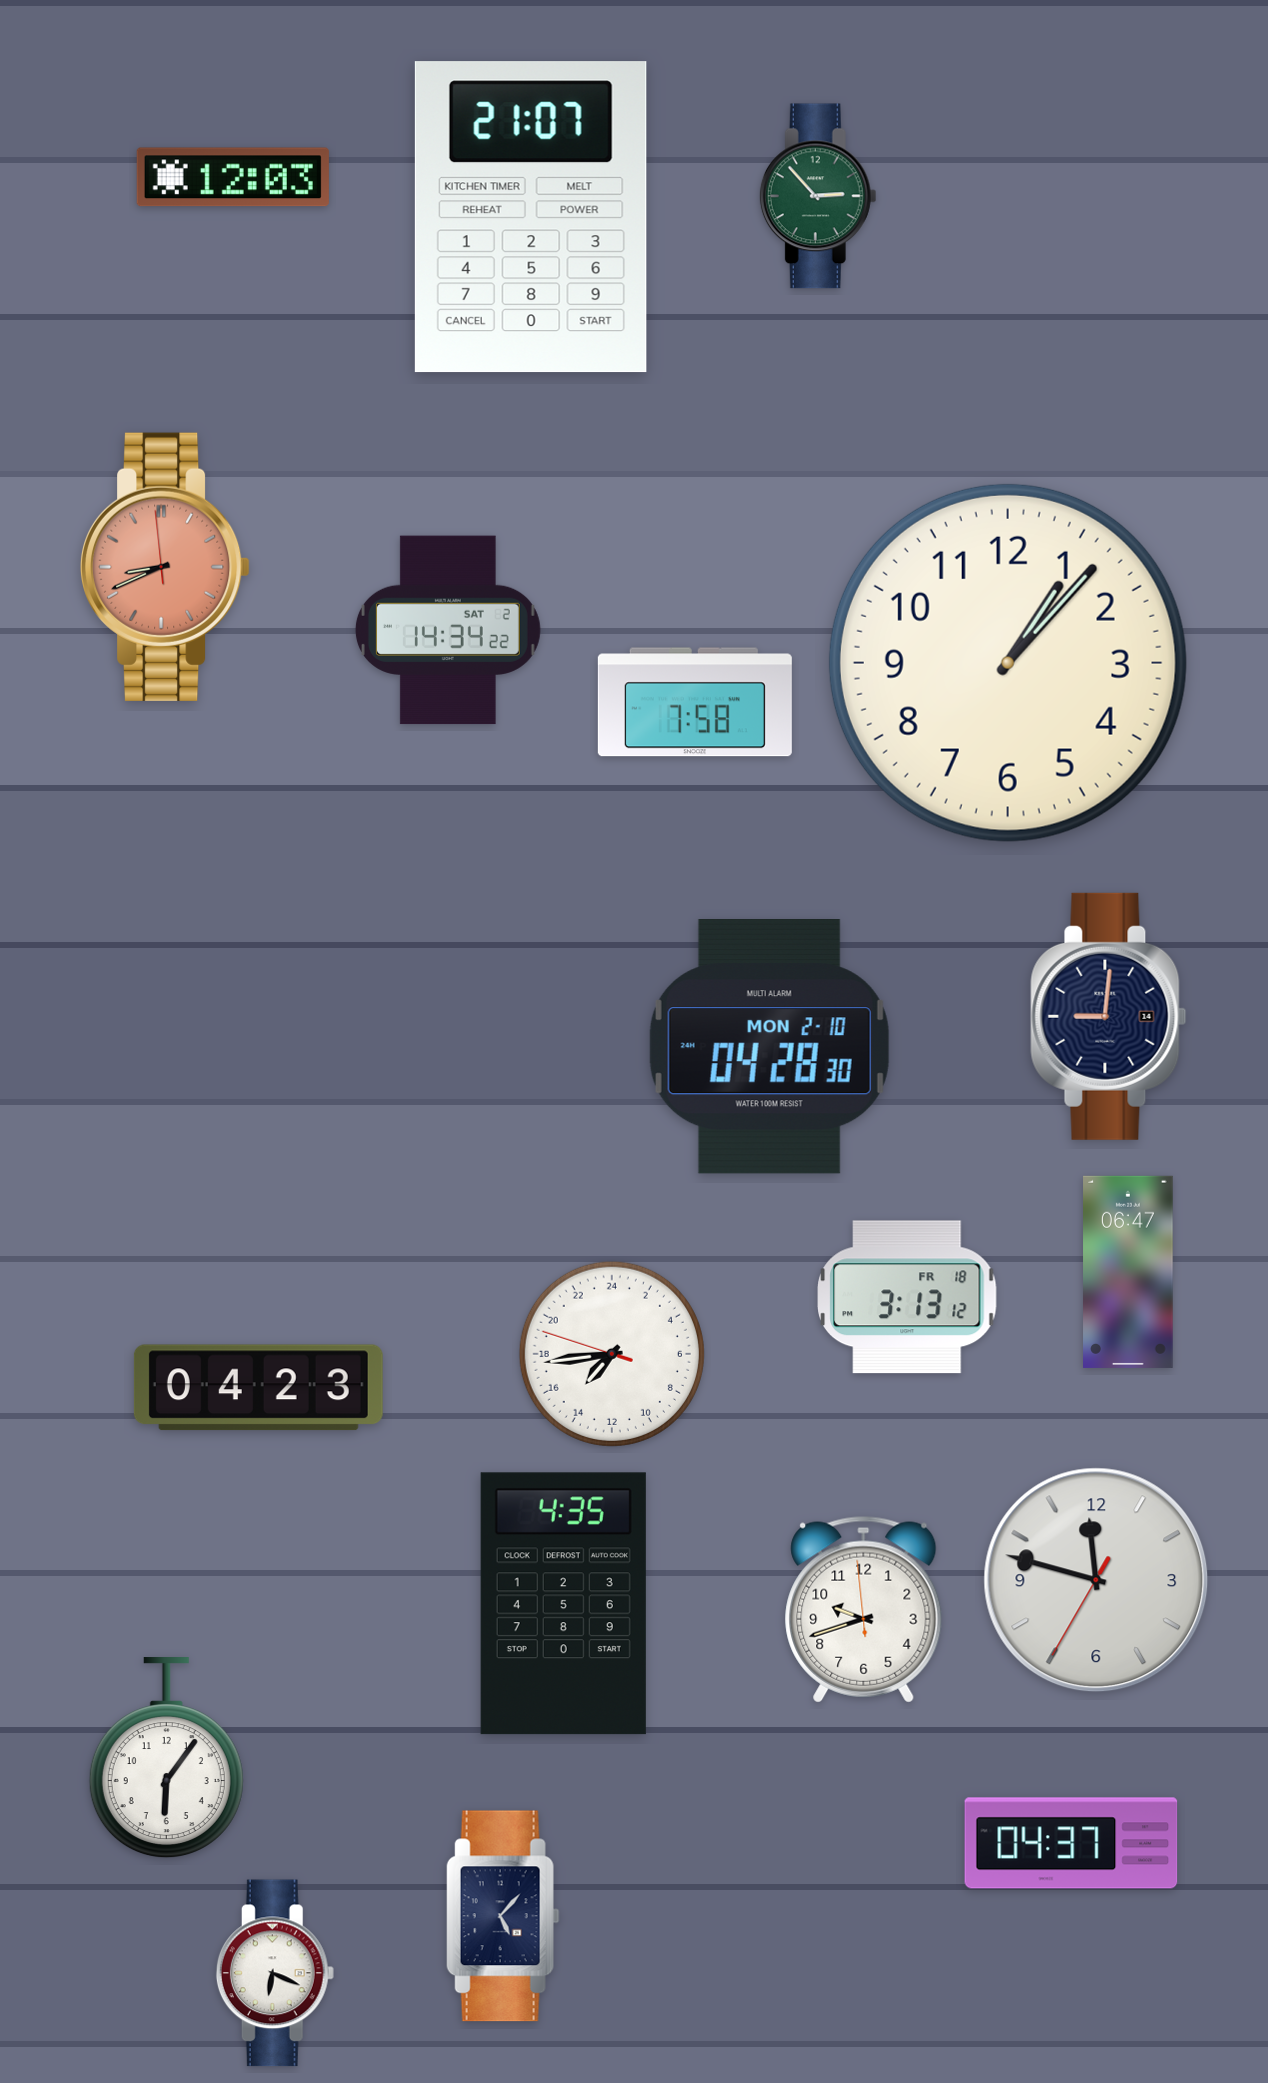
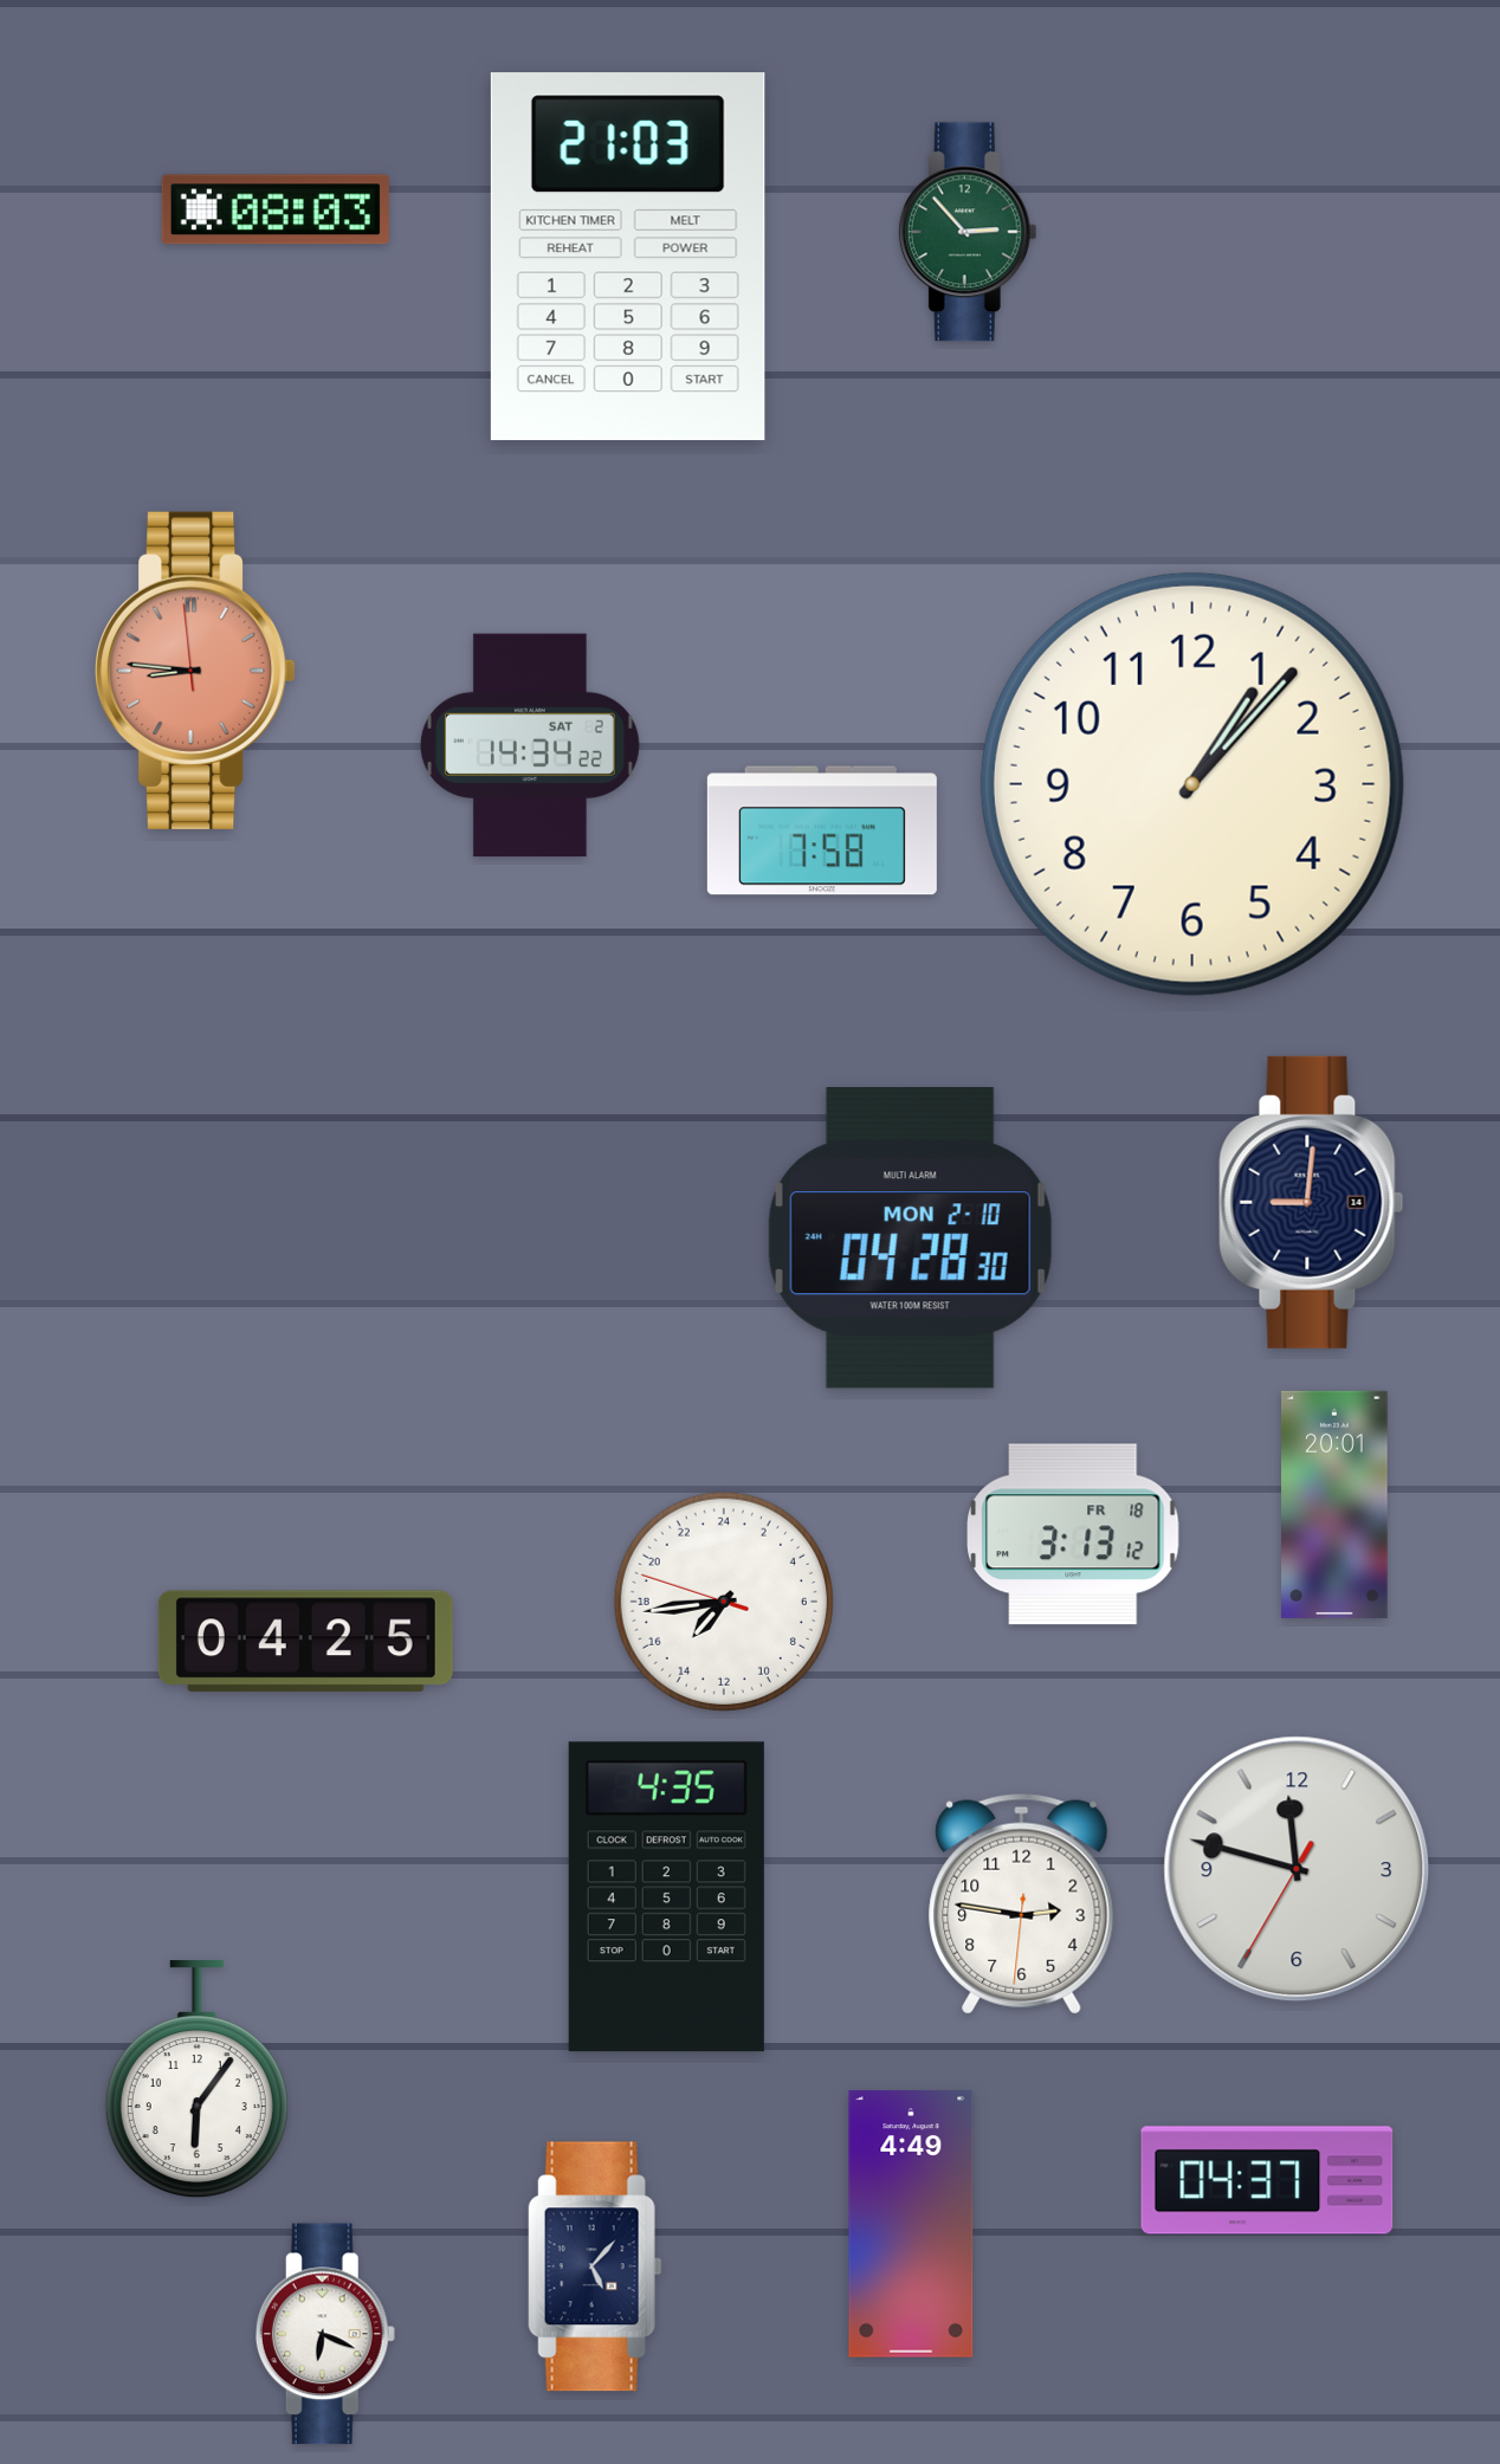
clock at (233, 177): 12:03 -> 08:03
clock at (531, 217): 21:07 -> 21:03
clock at (166, 567): 8:40 -> 8:45
clock at (1128, 1272): 06:47 -> 20:01
clock at (258, 1388): 04:23 -> 04:25
clock at (864, 1609): 9:41 -> 2:46
clock at (911, 2224): none -> 4:49
